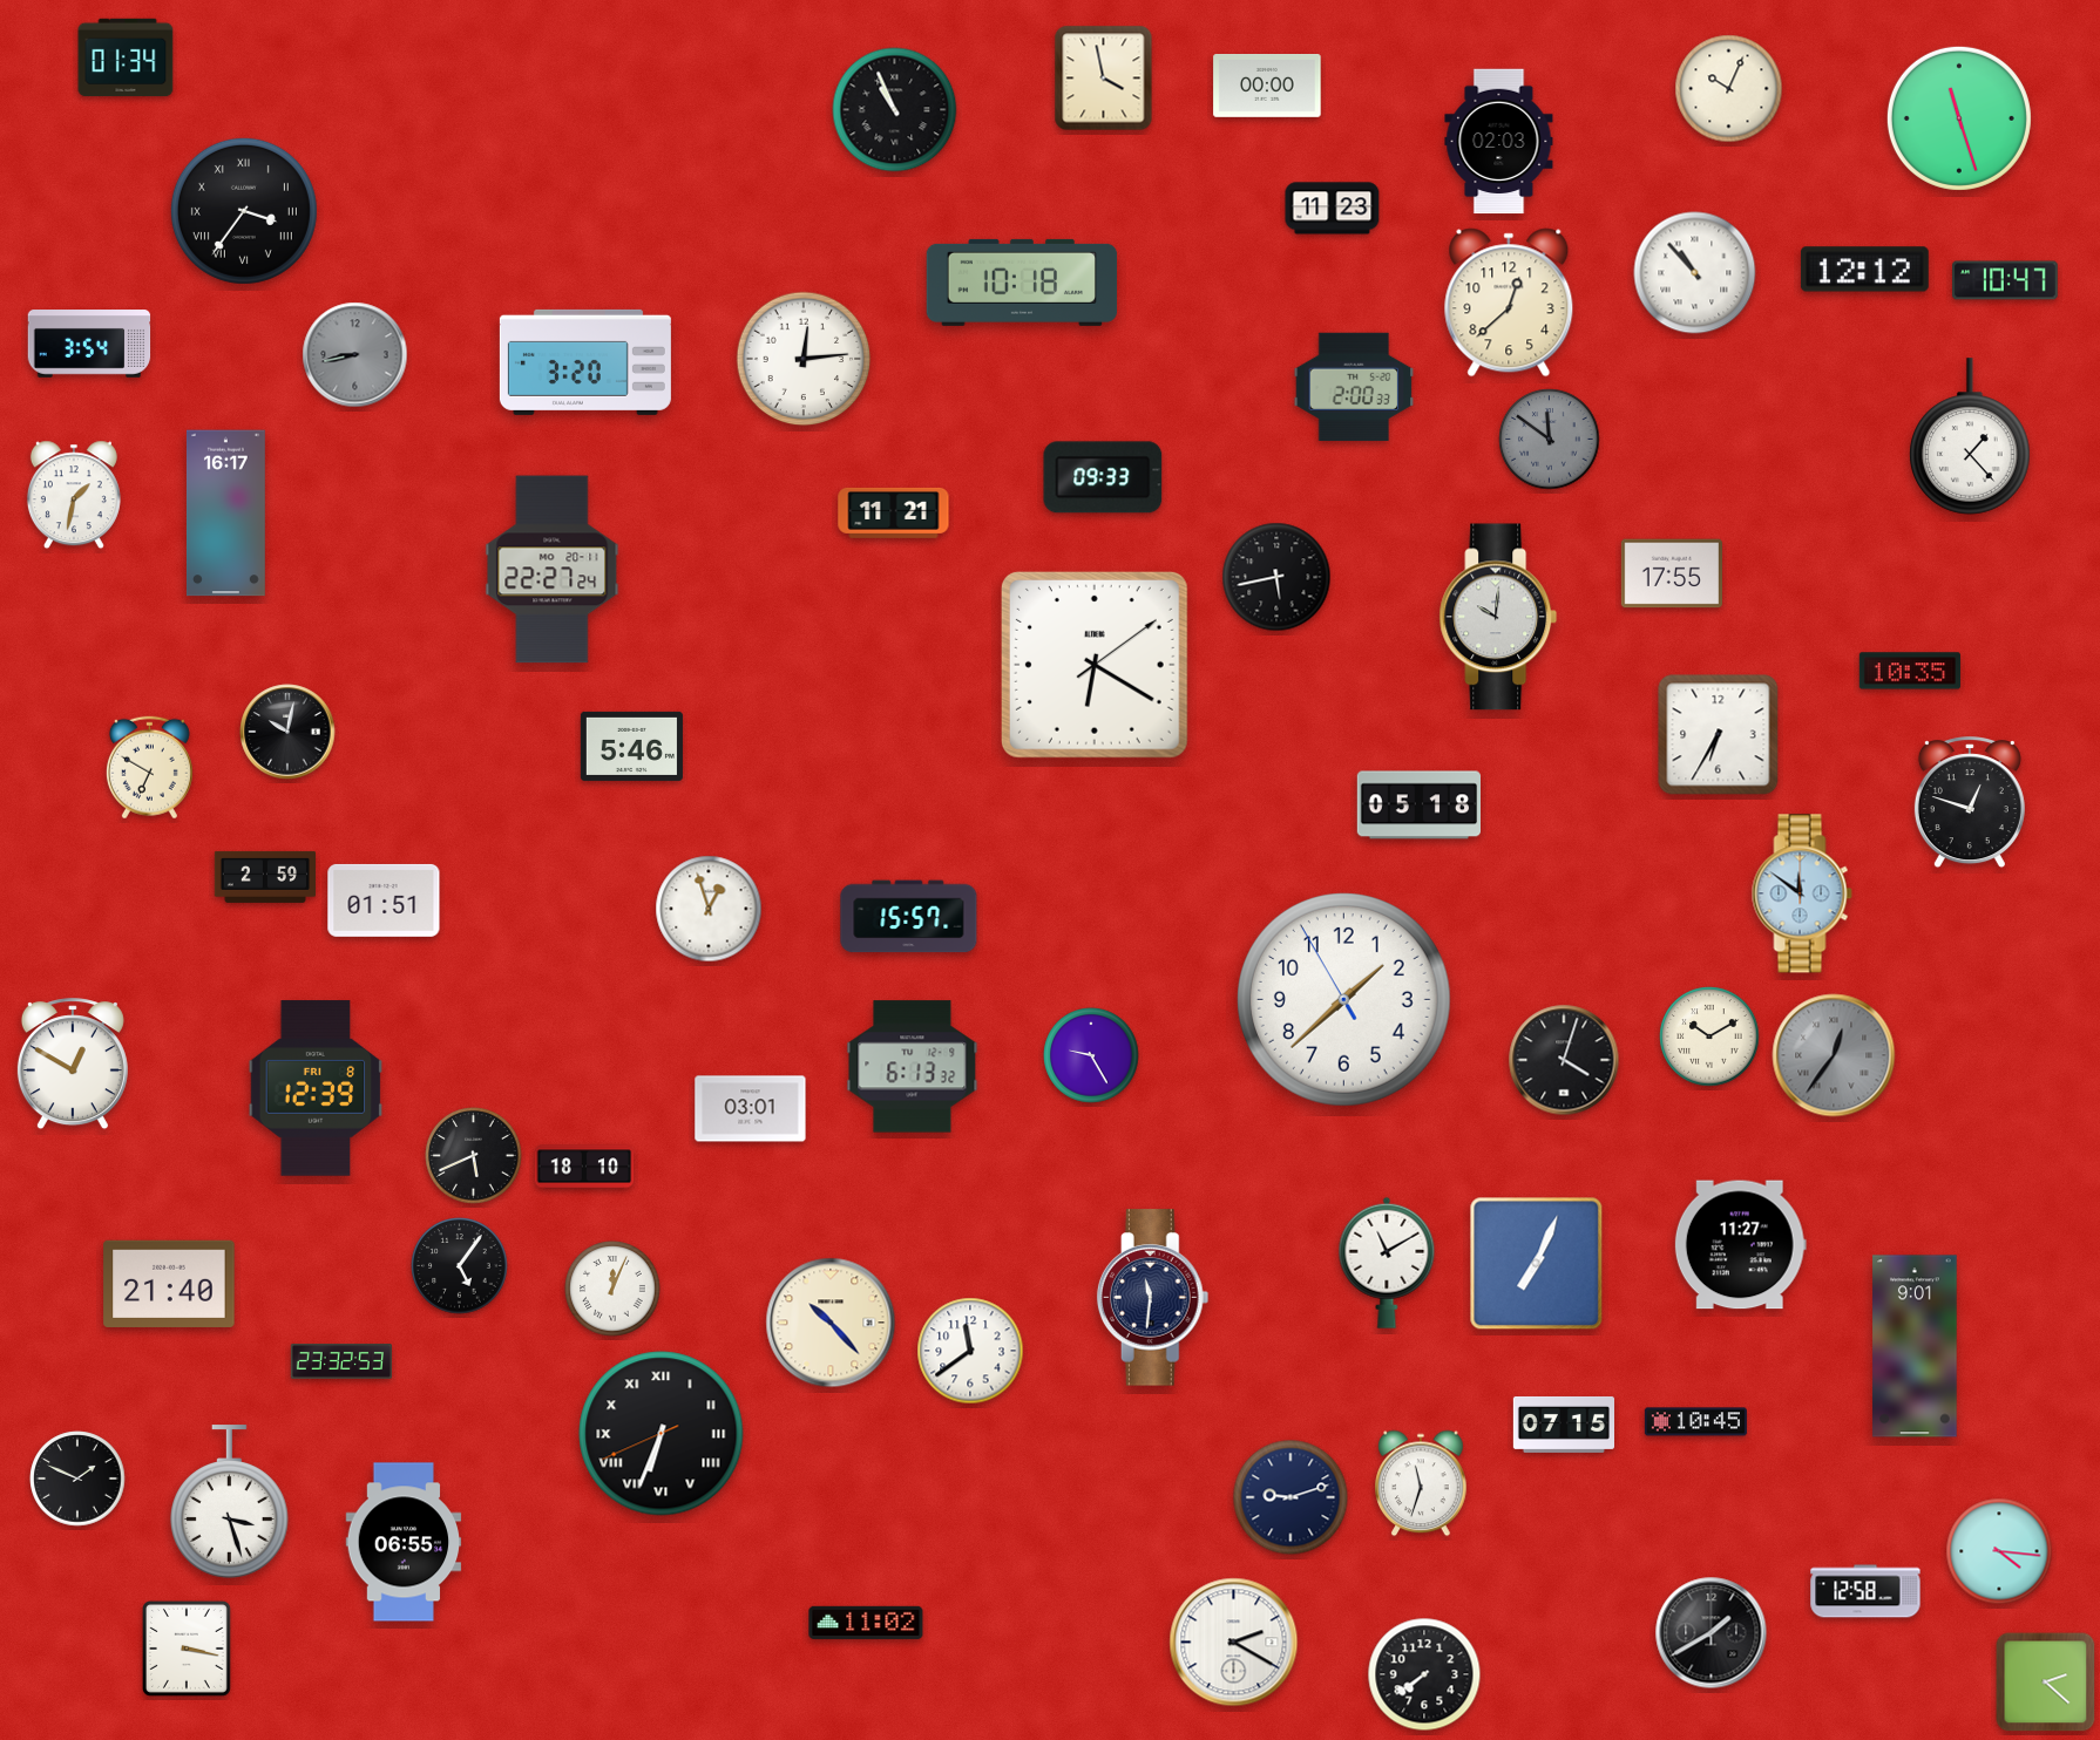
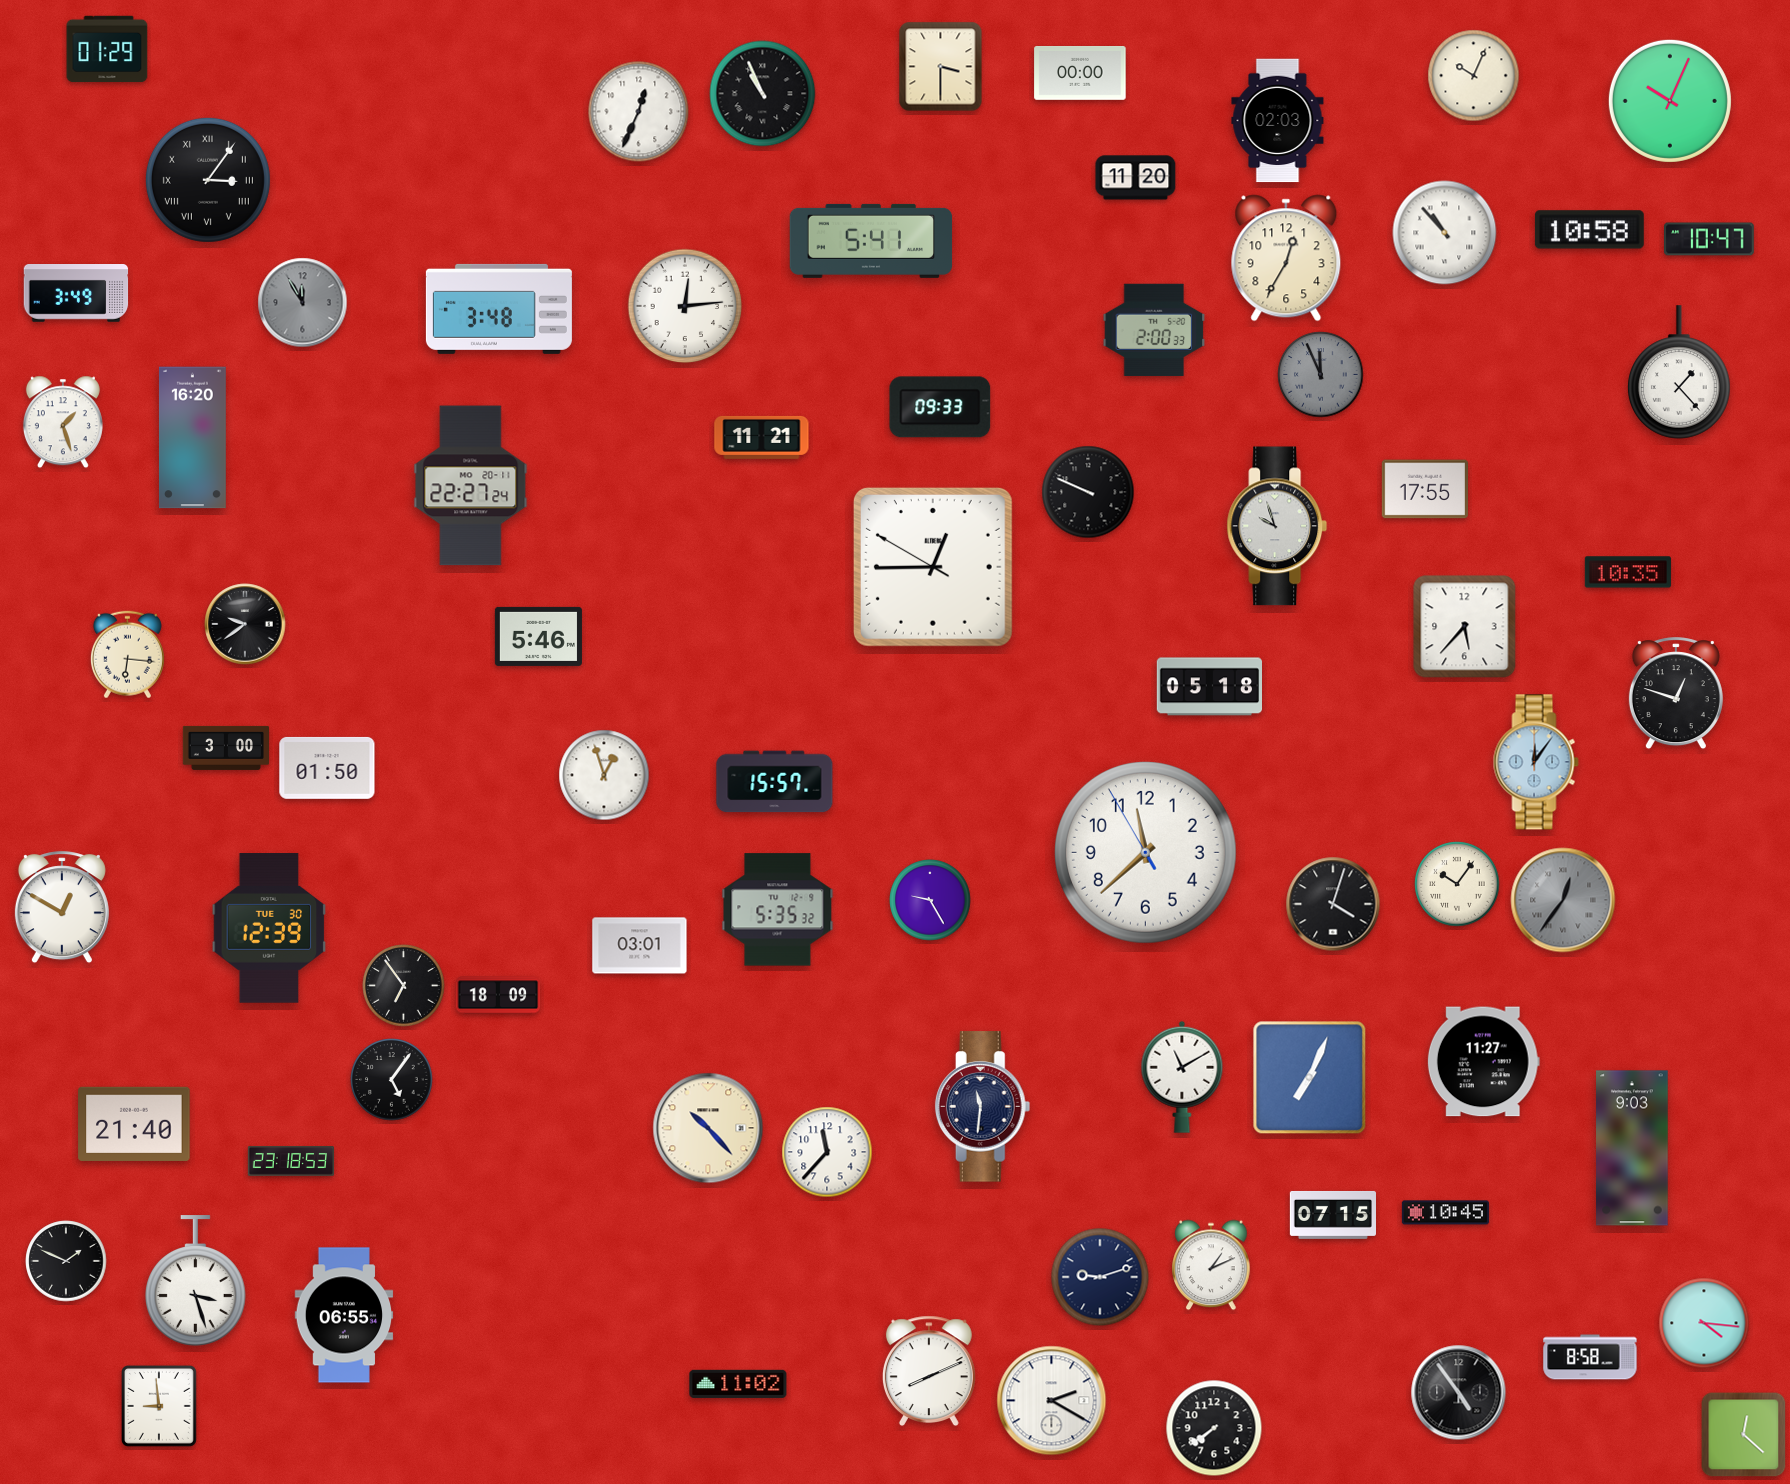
clock at (126, 57): 01:34 -> 01:29
clock at (1104, 79): 3:58 -> 3:30
clock at (1959, 118): 11:27 -> 10:04
clock at (639, 112): none -> 12:34
clock at (1333, 209): 11:23 -> 11:20
clock at (244, 211): 3:36 -> 3:06
clock at (1864, 270): 12:12 -> 10:58
clock at (1022, 283): 10:18 -> 5:41
clock at (1509, 303): 12:38 -> 12:35
clock at (89, 345): 3:54 -> 3:49
clock at (355, 355): 8:43 -> 11:55
clock at (585, 362): 3:20 -> 3:48
clock at (1550, 440): 11:51 -> 11:56
clock at (74, 495): 1:32 -> 1:27
clock at (225, 514): 16:17 -> 16:20
clock at (1276, 577): 5:43 -> 9:49
clock at (1498, 617): 10:01 -> 9:57
clock at (1095, 665): 6:20 -> 12:44
clock at (287, 732): 10:02 -> 9:39
clock at (1719, 735): 6:35 -> 5:37
clock at (149, 768): 6:50 -> 6:16
clock at (1970, 803) position: (1970, 803) -> (1676, 694)
clock at (264, 877): 2:59 -> 3:00
clock at (1802, 893): 11:51 -> 12:06
clock at (384, 900): 01:51 -> 01:50
clock at (1343, 999): 1:37 -> 11:37
clock at (1709, 1036): 10:10 -> 10:06
clock at (913, 1067): 6:13 -> 5:35
clock at (316, 1088) date: FRI 8 -> TUE 30
clock at (474, 1156): 5:41 -> 6:54
clock at (584, 1167): 18:10 -> 18:09
clock at (169, 1284) position: (169, 1284) -> (134, 1124)
clock at (612, 1289): 12:04 -> none
clock at (1915, 1346): 9:01 -> 9:03
clock at (970, 1351): 11:39 -> 11:37
clock at (340, 1361): 23:32 -> 23:18
clock at (662, 1434): 6:33 -> none
clock at (1421, 1483): 11:33 -> 1:11
clock at (1865, 1591): 12:58 -> 8:58
clock at (929, 1371): none -> 8:11
clock at (1712, 1633): 1:40 -> 4:54
clock at (187, 1649): 3:17 -> 8:59
clock at (2046, 1683): 2:22 -> 12:22
